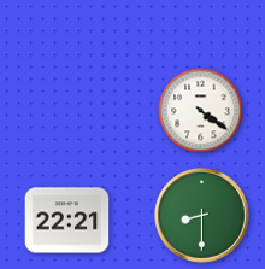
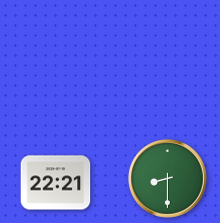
clock at (201, 111): 4:21 -> none
